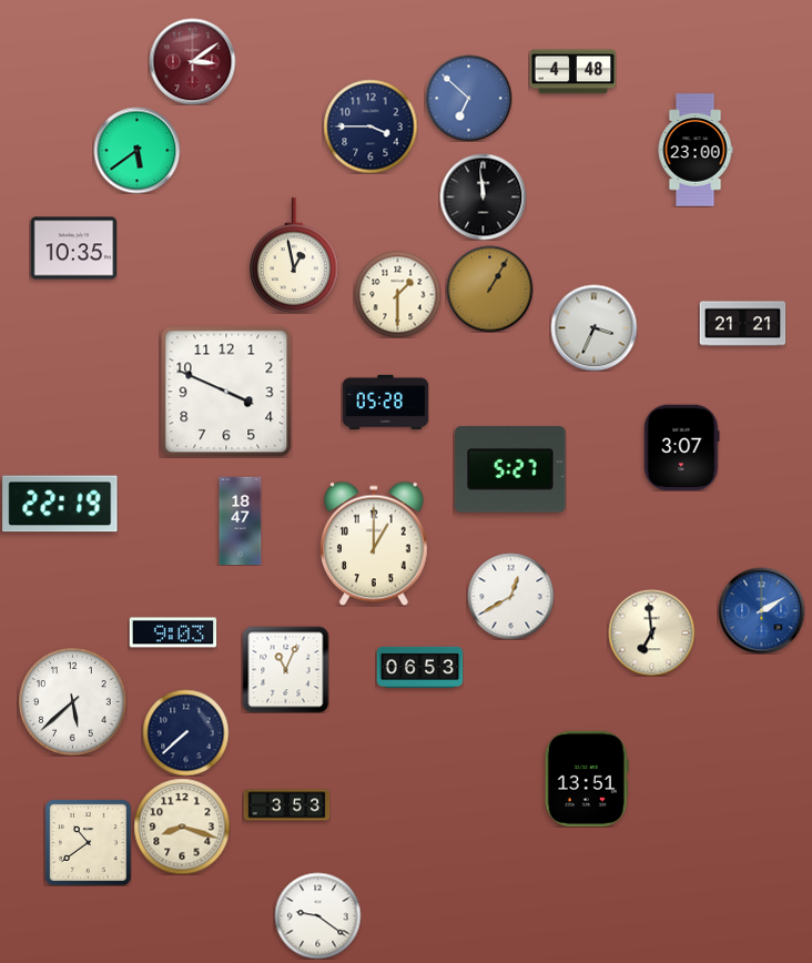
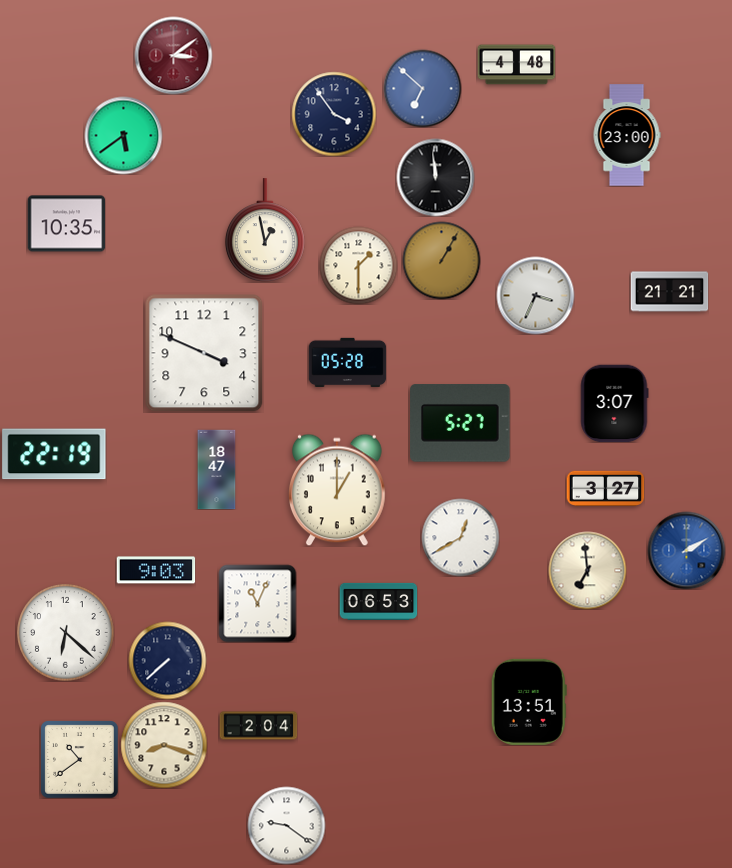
clock at (371, 126): 3:45 -> 3:54
clock at (605, 488): none -> 3:27
clock at (73, 702): 5:38 -> 6:22
clock at (286, 805): 3:53 -> 2:04
